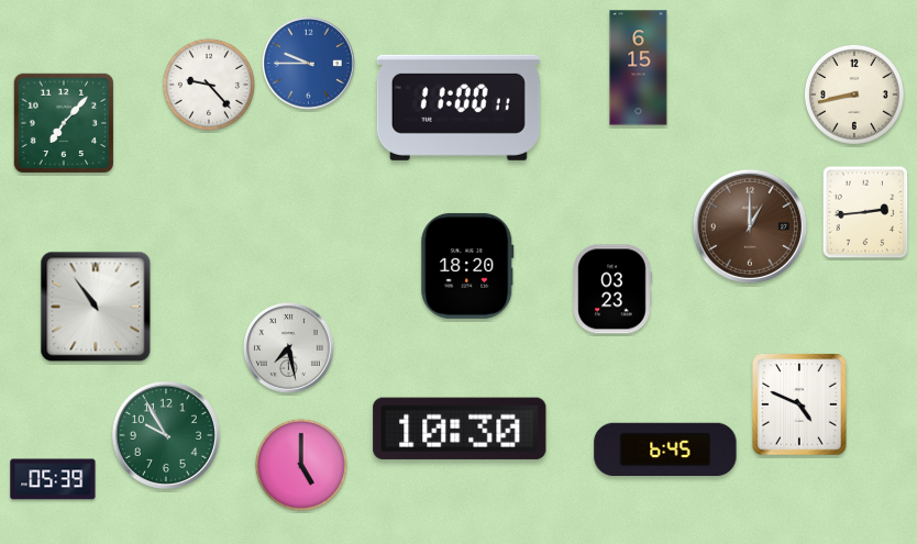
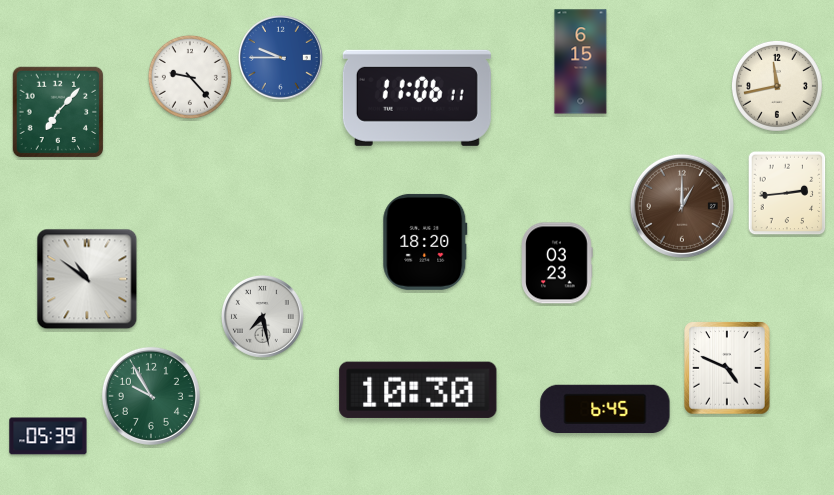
clock at (854, 95): 8:43 -> 11:43
clock at (458, 108): 11:00 -> 11:06
clock at (96, 307): 10:54 -> 10:51
clock at (301, 465): 5:00 -> none
